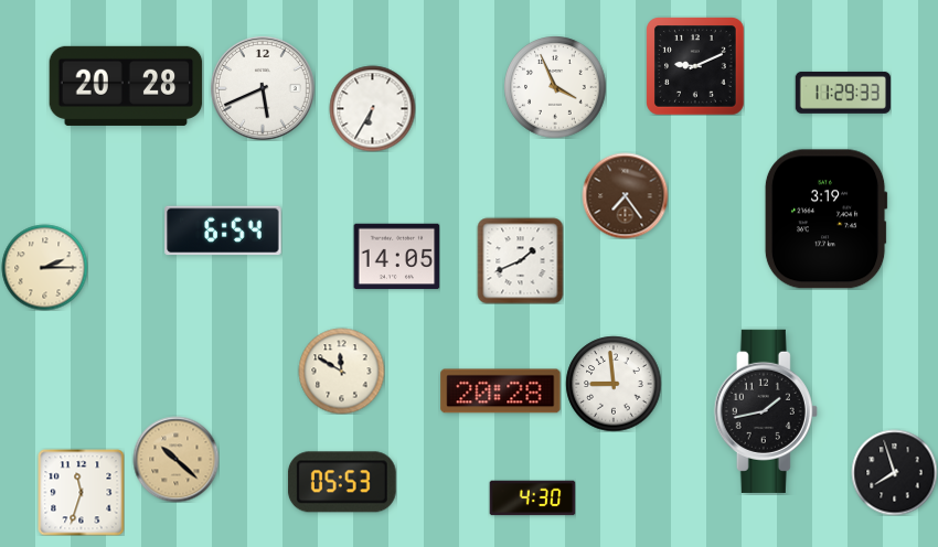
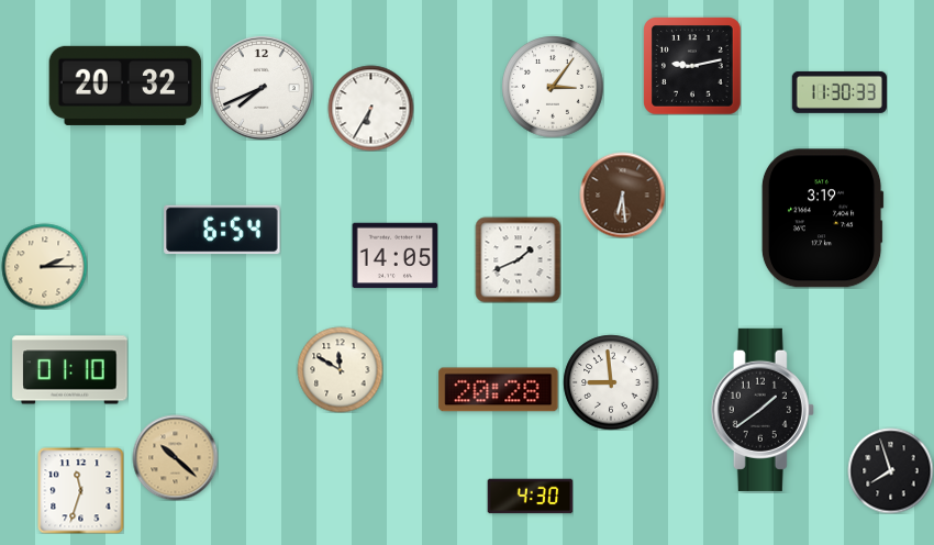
clock at (695, 66): 9:11 -> 9:13
clock at (126, 86): 20:28 -> 20:32
clock at (555, 87): 3:56 -> 3:06
clock at (263, 88): 5:41 -> 7:41
clock at (843, 93): 11:29 -> 11:30
clock at (625, 195): 7:24 -> 6:29
clock at (70, 370): none -> 01:10
clock at (766, 411): 1:43 -> 1:39
clock at (342, 482): 05:53 -> none
